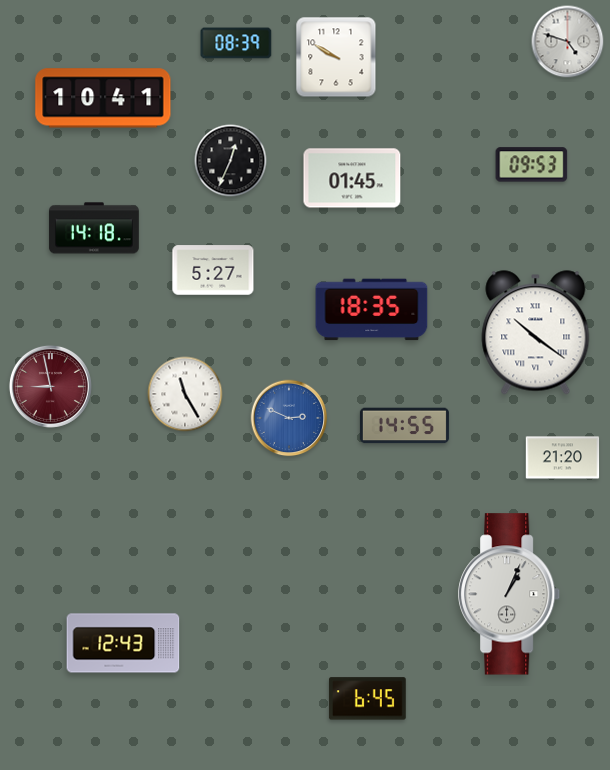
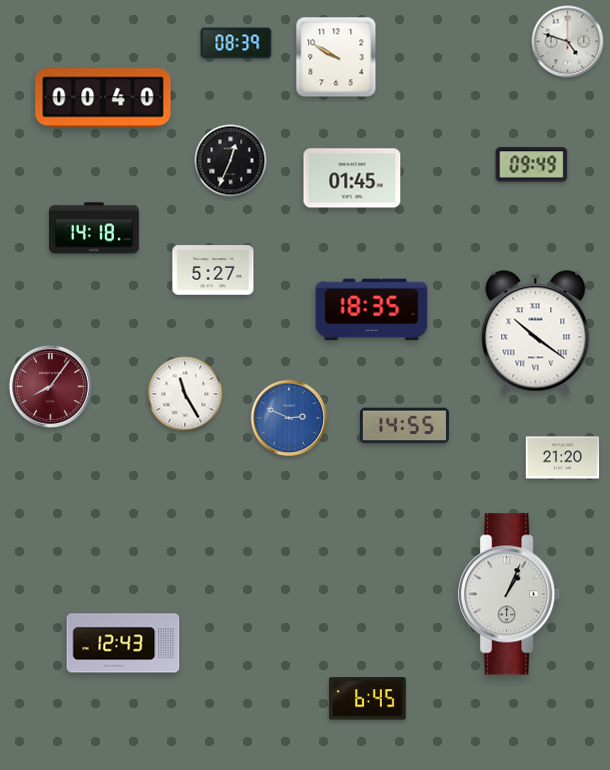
clock at (103, 98): 10:41 -> 00:40
clock at (532, 165): 09:53 -> 09:49
clock at (50, 386): 8:58 -> 8:06
